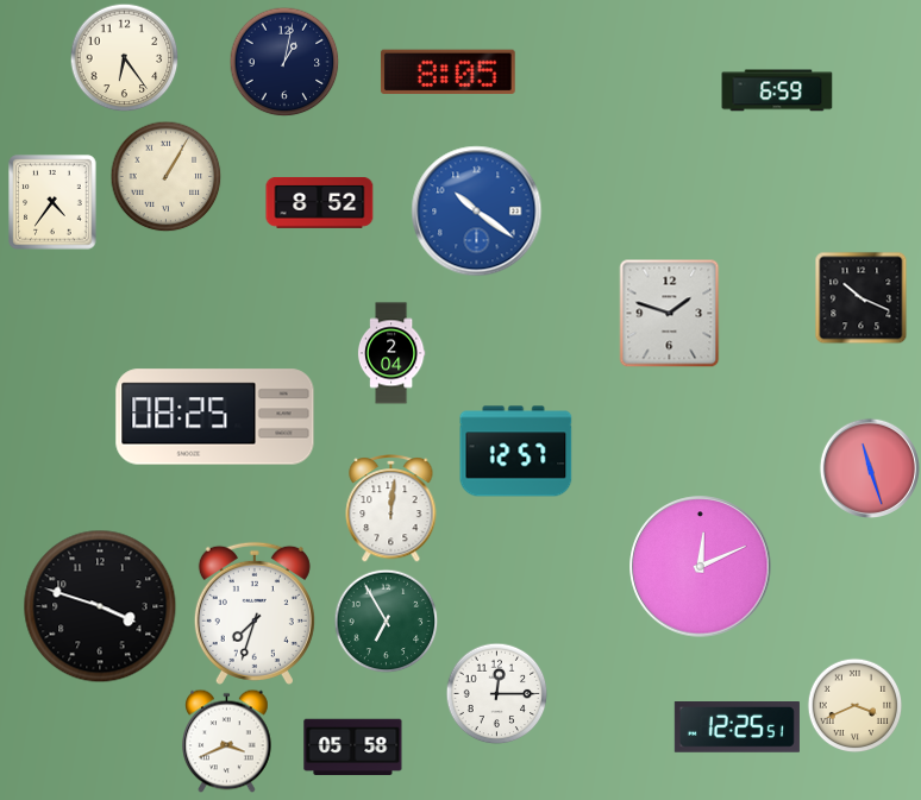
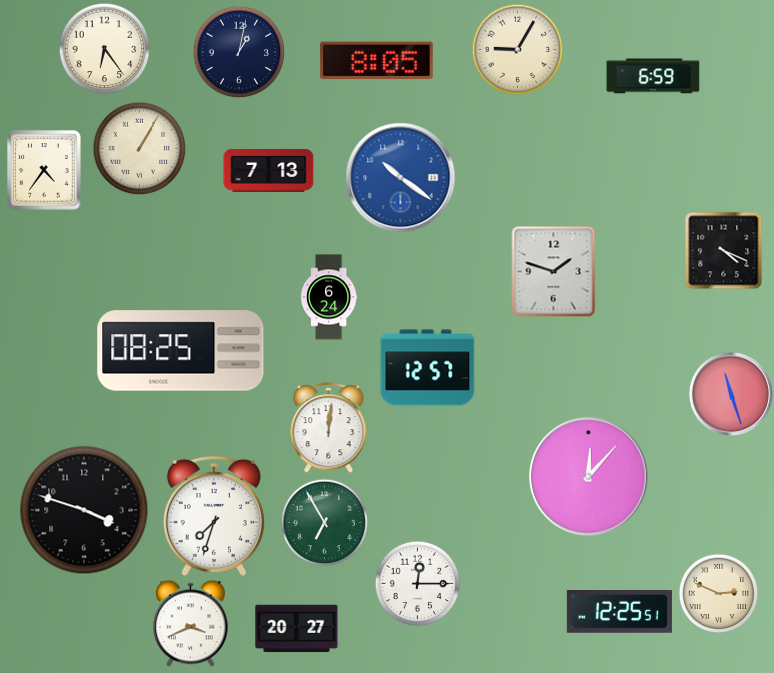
clock at (517, 49): none -> 9:05
clock at (320, 202): 8:52 -> 7:13
clock at (860, 297): 10:19 -> 4:19
clock at (670, 314) position: (670, 314) -> (554, 272)
clock at (391, 353): 2:04 -> 6:24
clock at (516, 452) position: (516, 452) -> (428, 368)
clock at (701, 567): 12:11 -> 12:07
clock at (854, 705): 3:41 -> 2:49
clock at (353, 748): 05:58 -> 20:27
